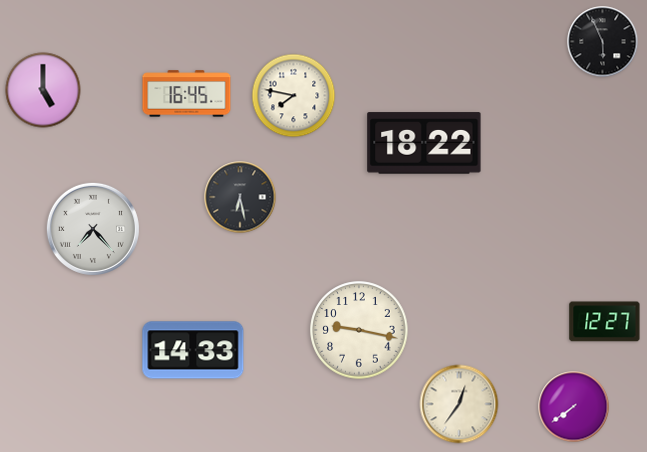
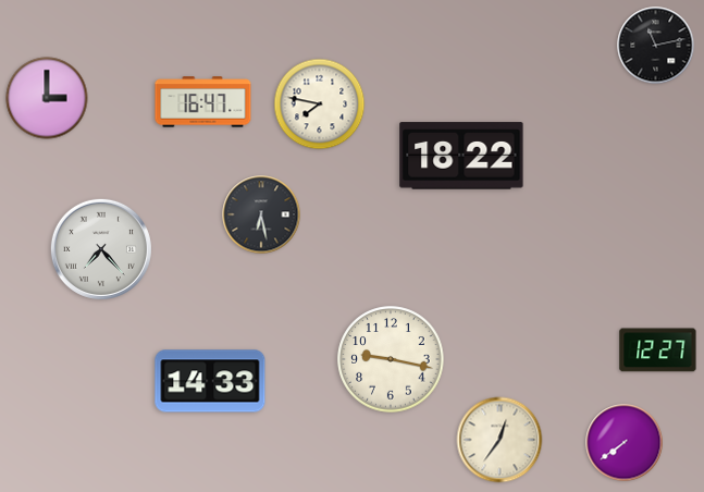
clock at (603, 42): 5:56 -> 11:13
clock at (43, 90): 5:00 -> 3:00
clock at (187, 94): 16:45 -> 16:47
